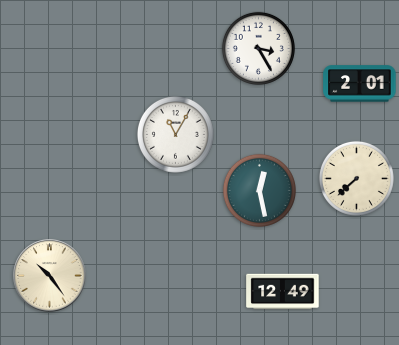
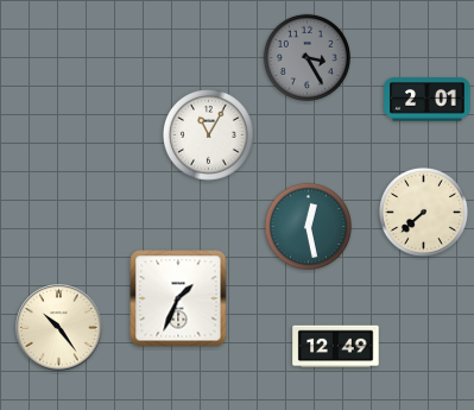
clock at (258, 48) dial: white -> grey
clock at (175, 134) position: (175, 134) -> (208, 134)
clock at (178, 298): none -> 1:34
